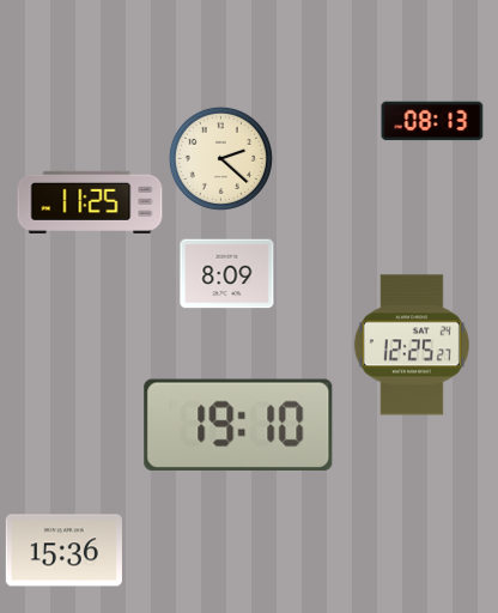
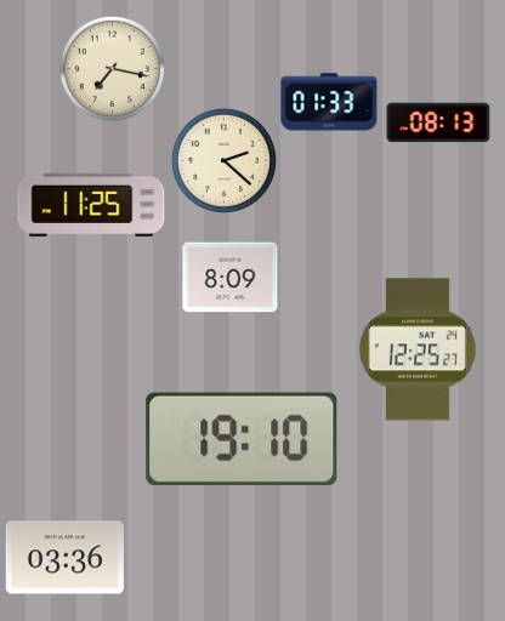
clock at (112, 68): none -> 7:17
clock at (329, 102): none -> 01:33
clock at (238, 425) position: (238, 425) -> (242, 439)
clock at (63, 551): 15:36 -> 03:36
